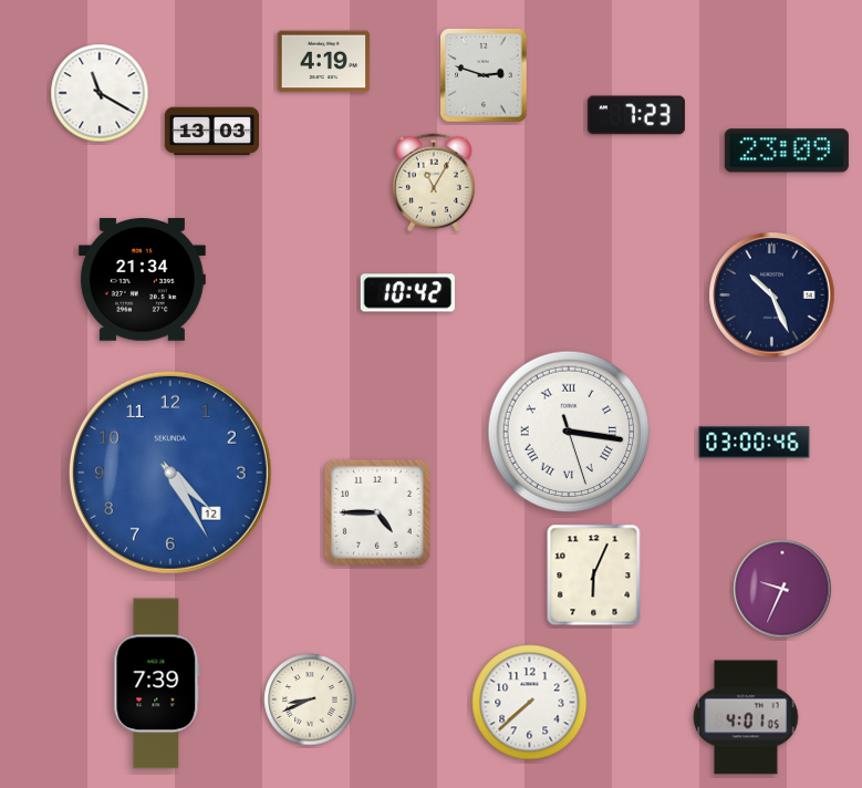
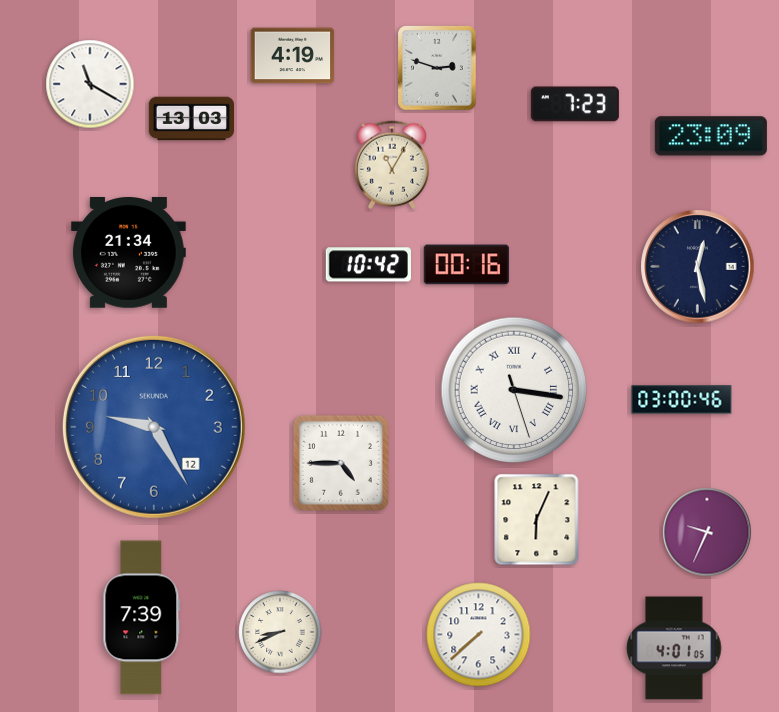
clock at (466, 265): none -> 00:16
clock at (772, 295): 10:26 -> 12:28
clock at (170, 473): 4:25 -> 9:25
